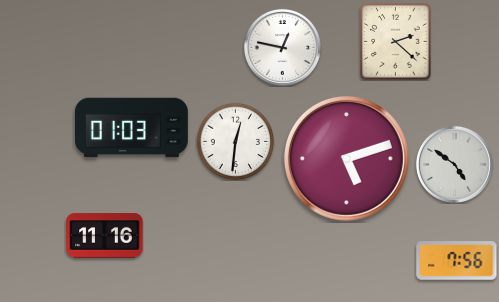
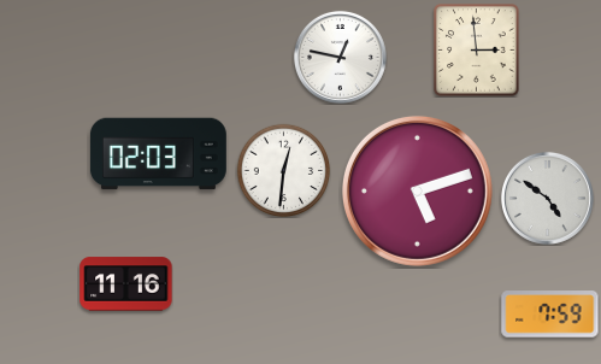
clock at (396, 42): 2:22 -> 2:59
clock at (131, 128): 01:03 -> 02:03
clock at (457, 261): 7:56 -> 7:59
